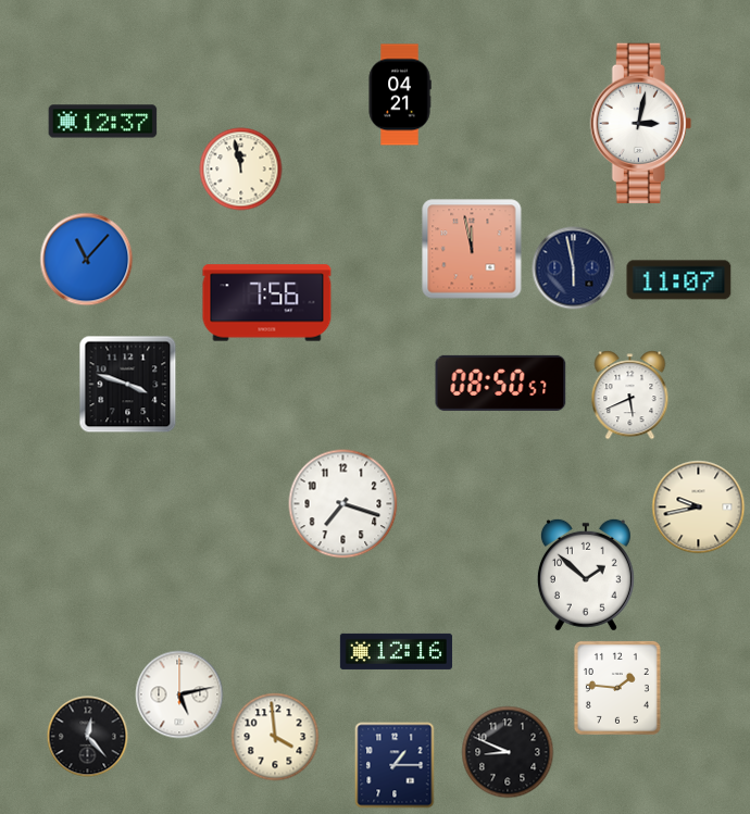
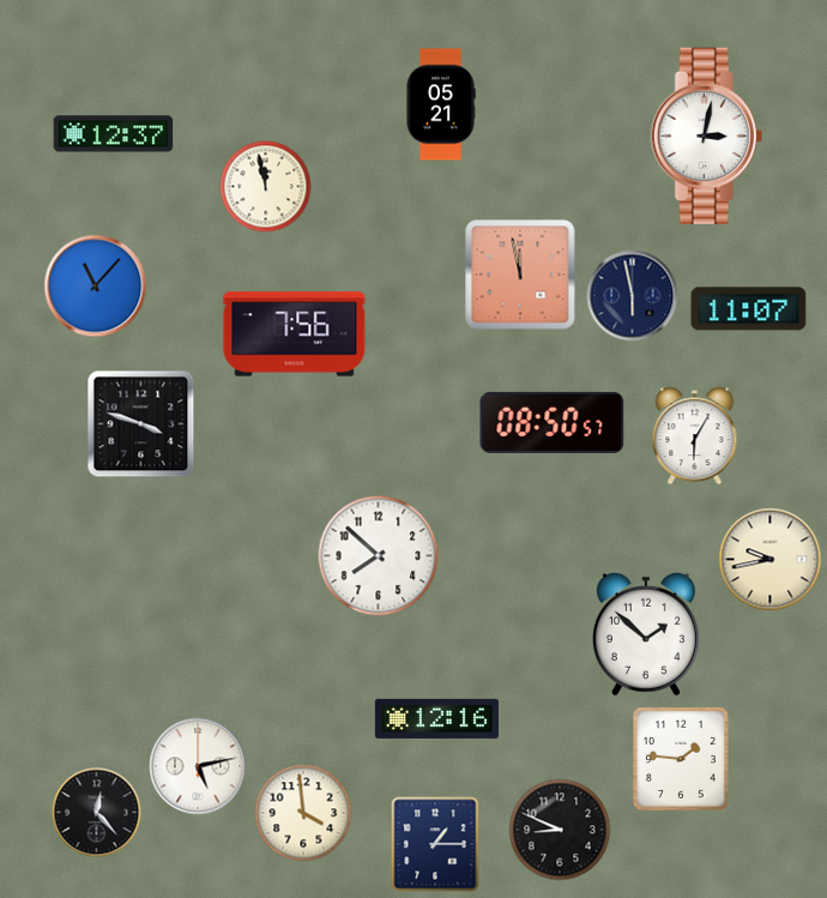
clock at (400, 95): 04:21 -> 05:21
clock at (630, 396): 5:41 -> 6:05
clock at (343, 504): 7:18 -> 7:52
